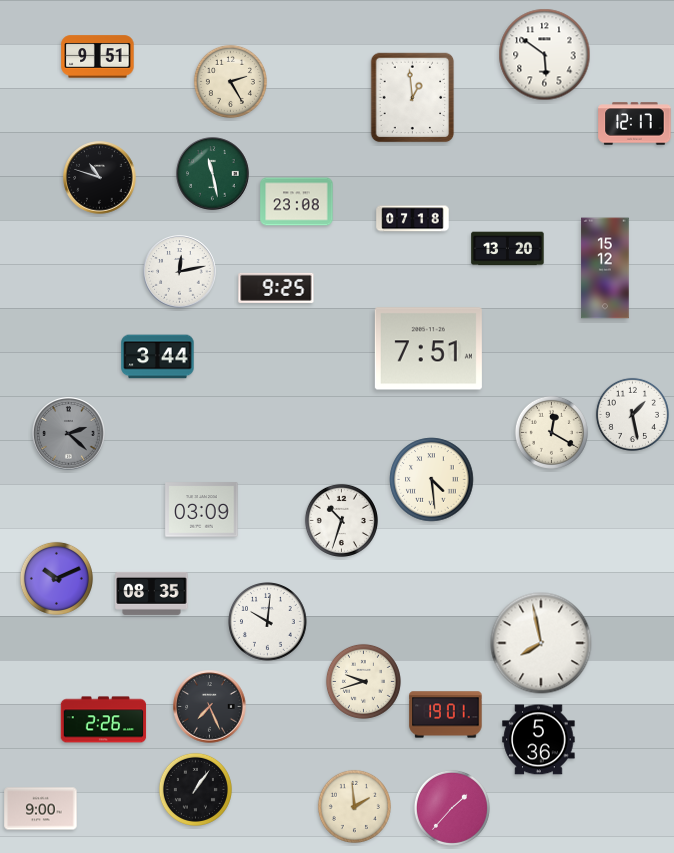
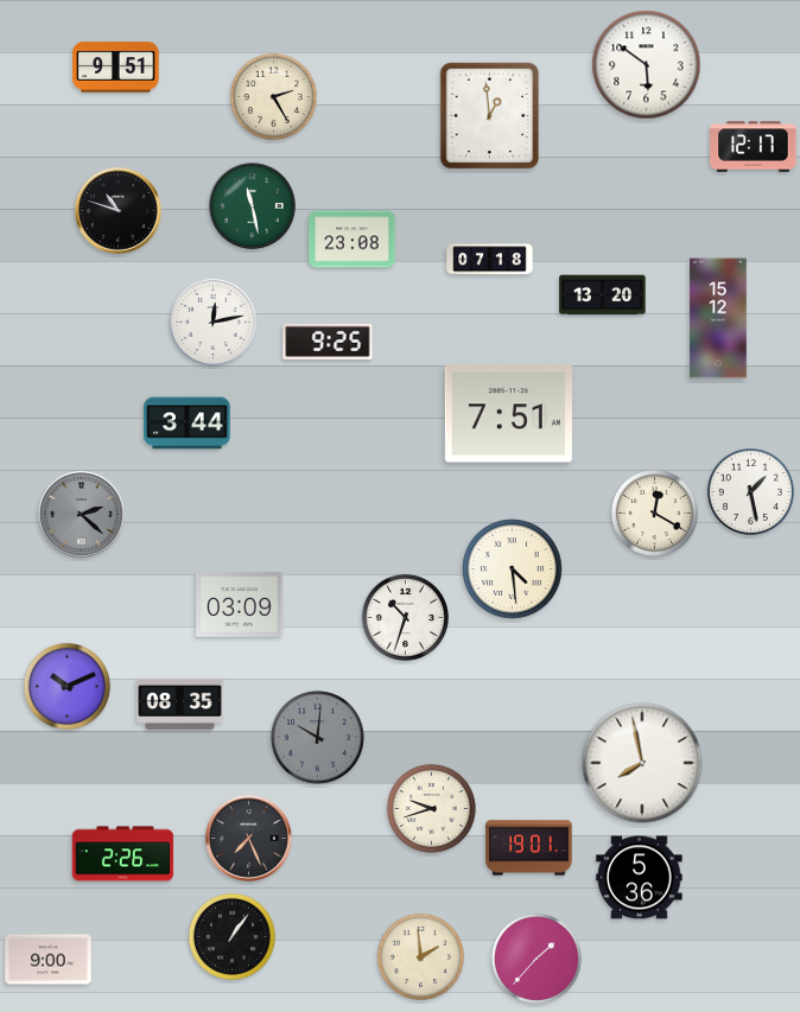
clock at (268, 622) dial: white -> grey
